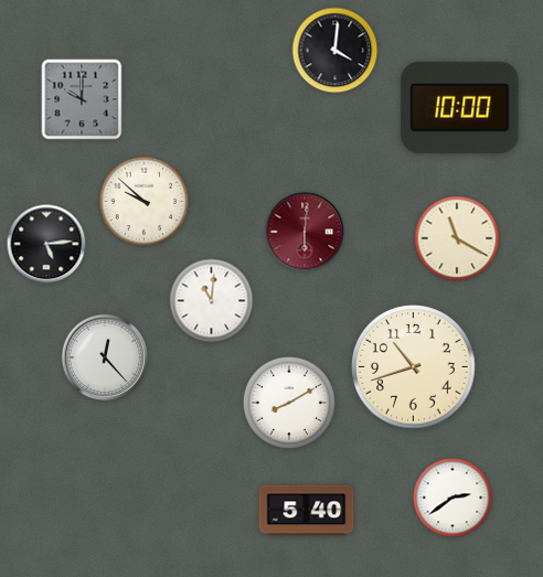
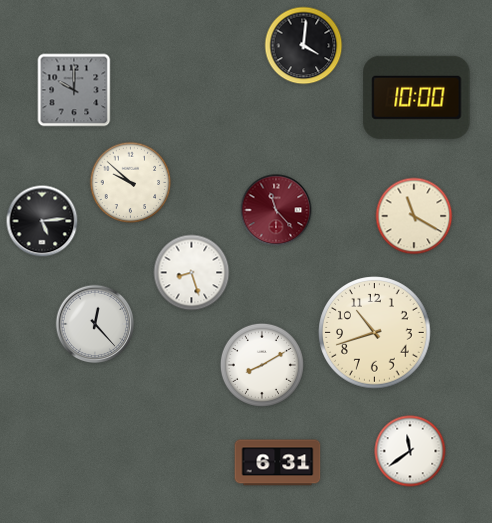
clock at (305, 232): 6:01 -> 11:23
clock at (212, 301): 11:01 -> 8:27
clock at (453, 498): 2:39 -> 11:39
clock at (307, 511): 5:40 -> 6:31
